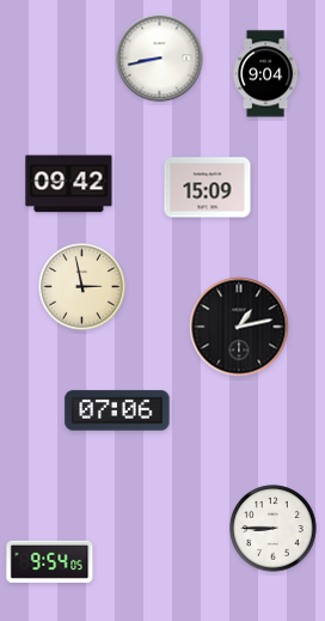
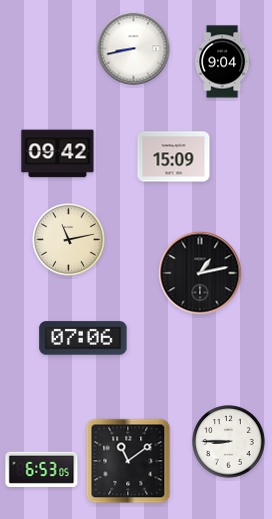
clock at (82, 287): 2:58 -> 11:13
clock at (117, 410) position: (117, 410) -> (83, 338)
clock at (128, 461): none -> 11:09
clock at (50, 561): 9:54 -> 6:53
